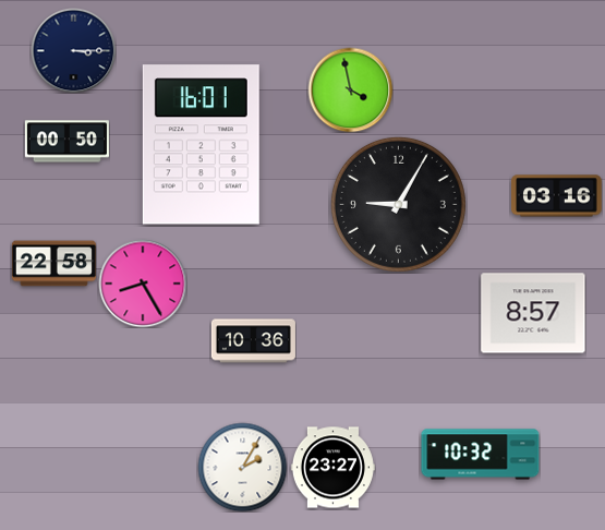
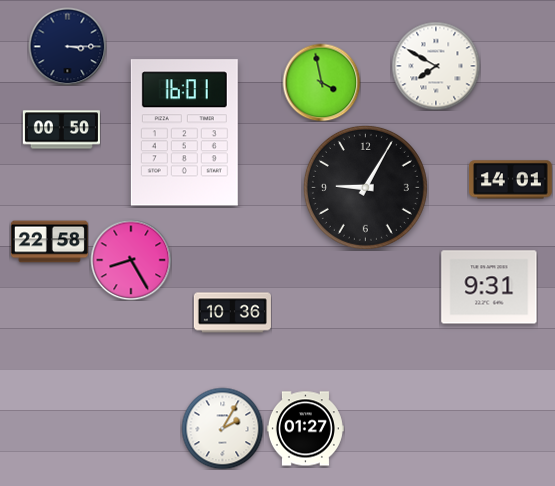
clock at (436, 66): none -> 7:50
clock at (557, 196): 03:16 -> 14:01
clock at (533, 313): 8:57 -> 9:31
clock at (481, 455): 10:32 -> none
clock at (332, 468): 23:27 -> 01:27
